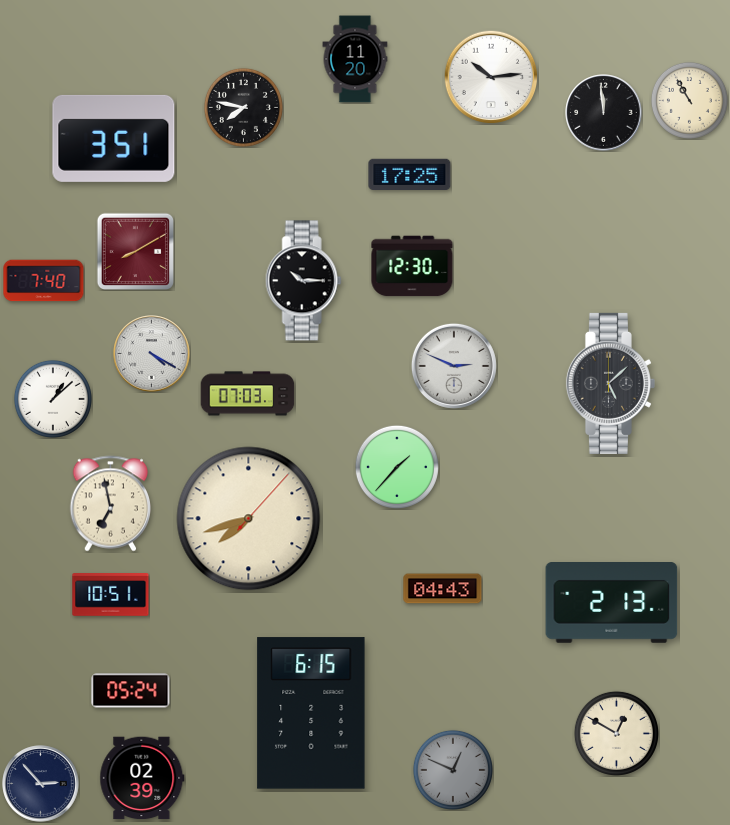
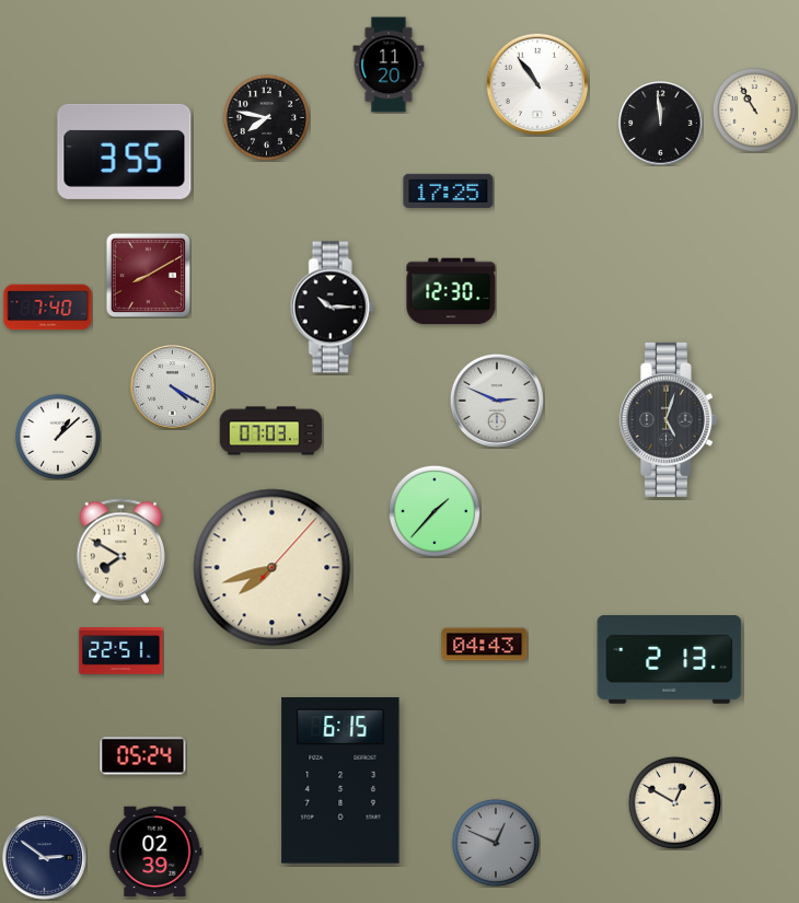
clock at (491, 77): 10:14 -> 10:54
clock at (114, 138): 3:51 -> 3:55
clock at (152, 354) position: (152, 354) -> (173, 387)
clock at (610, 383): 5:08 -> 5:03
clock at (111, 504): 6:58 -> 7:50
clock at (111, 595): 10:51 -> 22:51
clock at (41, 784): 2:53 -> 2:51
